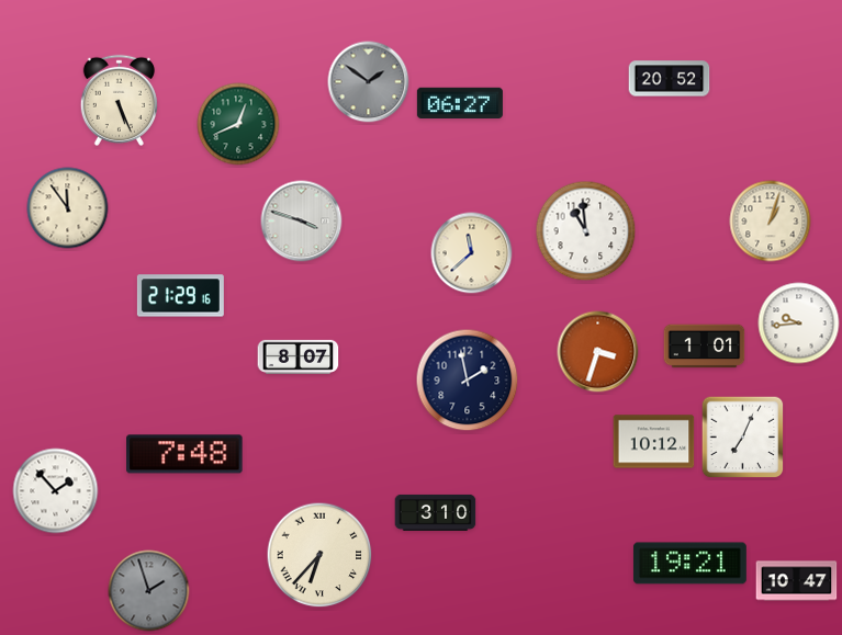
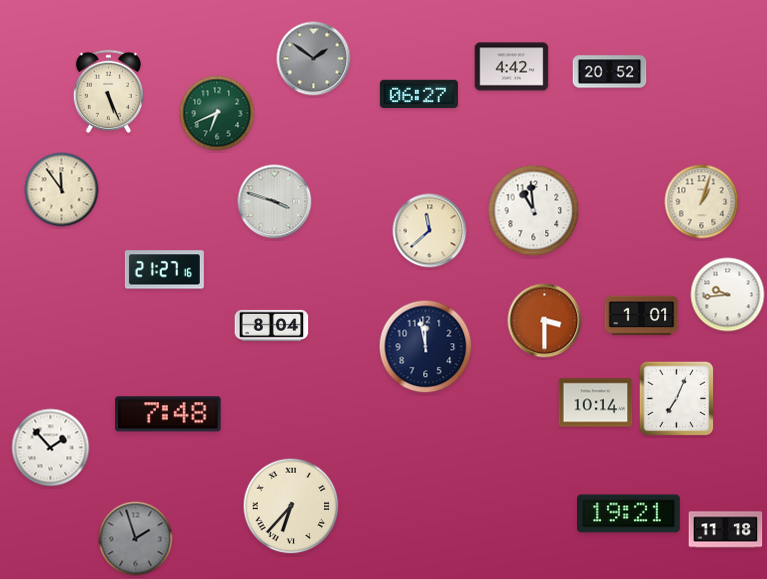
clock at (512, 67): none -> 4:42
clock at (369, 82) position: (369, 82) -> (314, 59)
clock at (238, 124): 12:41 -> 6:41
clock at (180, 296): 21:29 -> 21:27
clock at (598, 352): 3:33 -> 3:30
clock at (299, 356): 8:07 -> 8:04
clock at (468, 381): 1:58 -> 11:58
clock at (654, 442): 10:12 -> 10:14
clock at (436, 512): 3:10 -> none
clock at (797, 581): 10:47 -> 11:18
